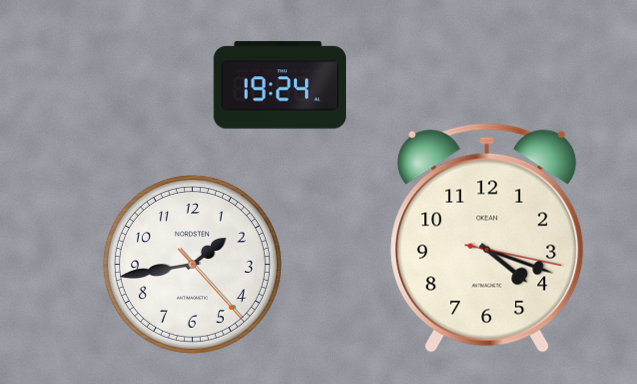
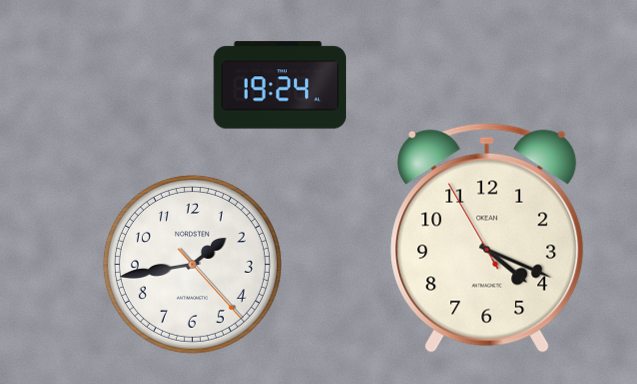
clock at (487, 238): 4:18:17 -> 4:18:55
